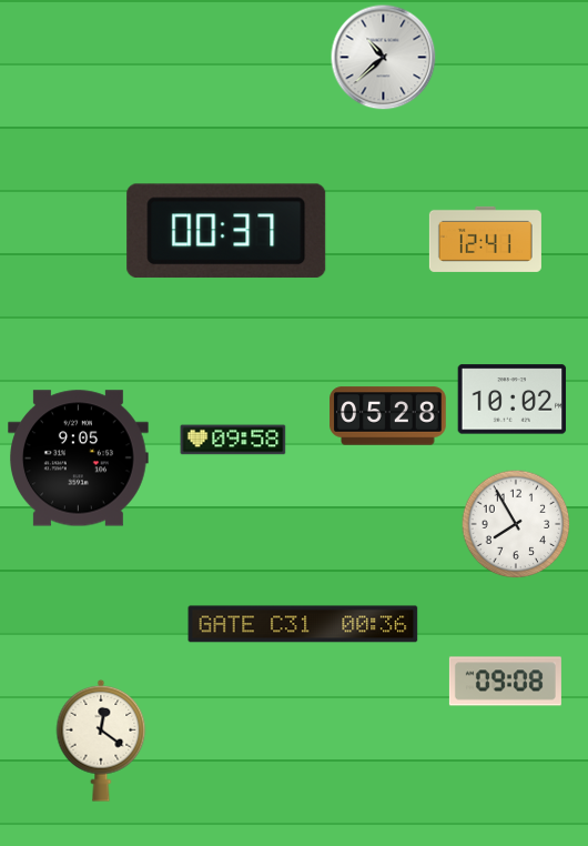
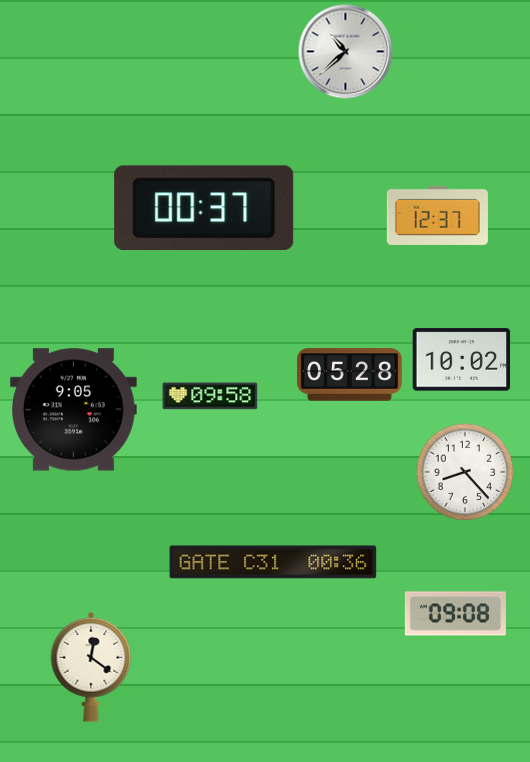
clock at (485, 239): 12:41 -> 12:37
clock at (79, 459) position: (79, 459) -> (74, 410)
clock at (516, 524): 7:55 -> 8:23
